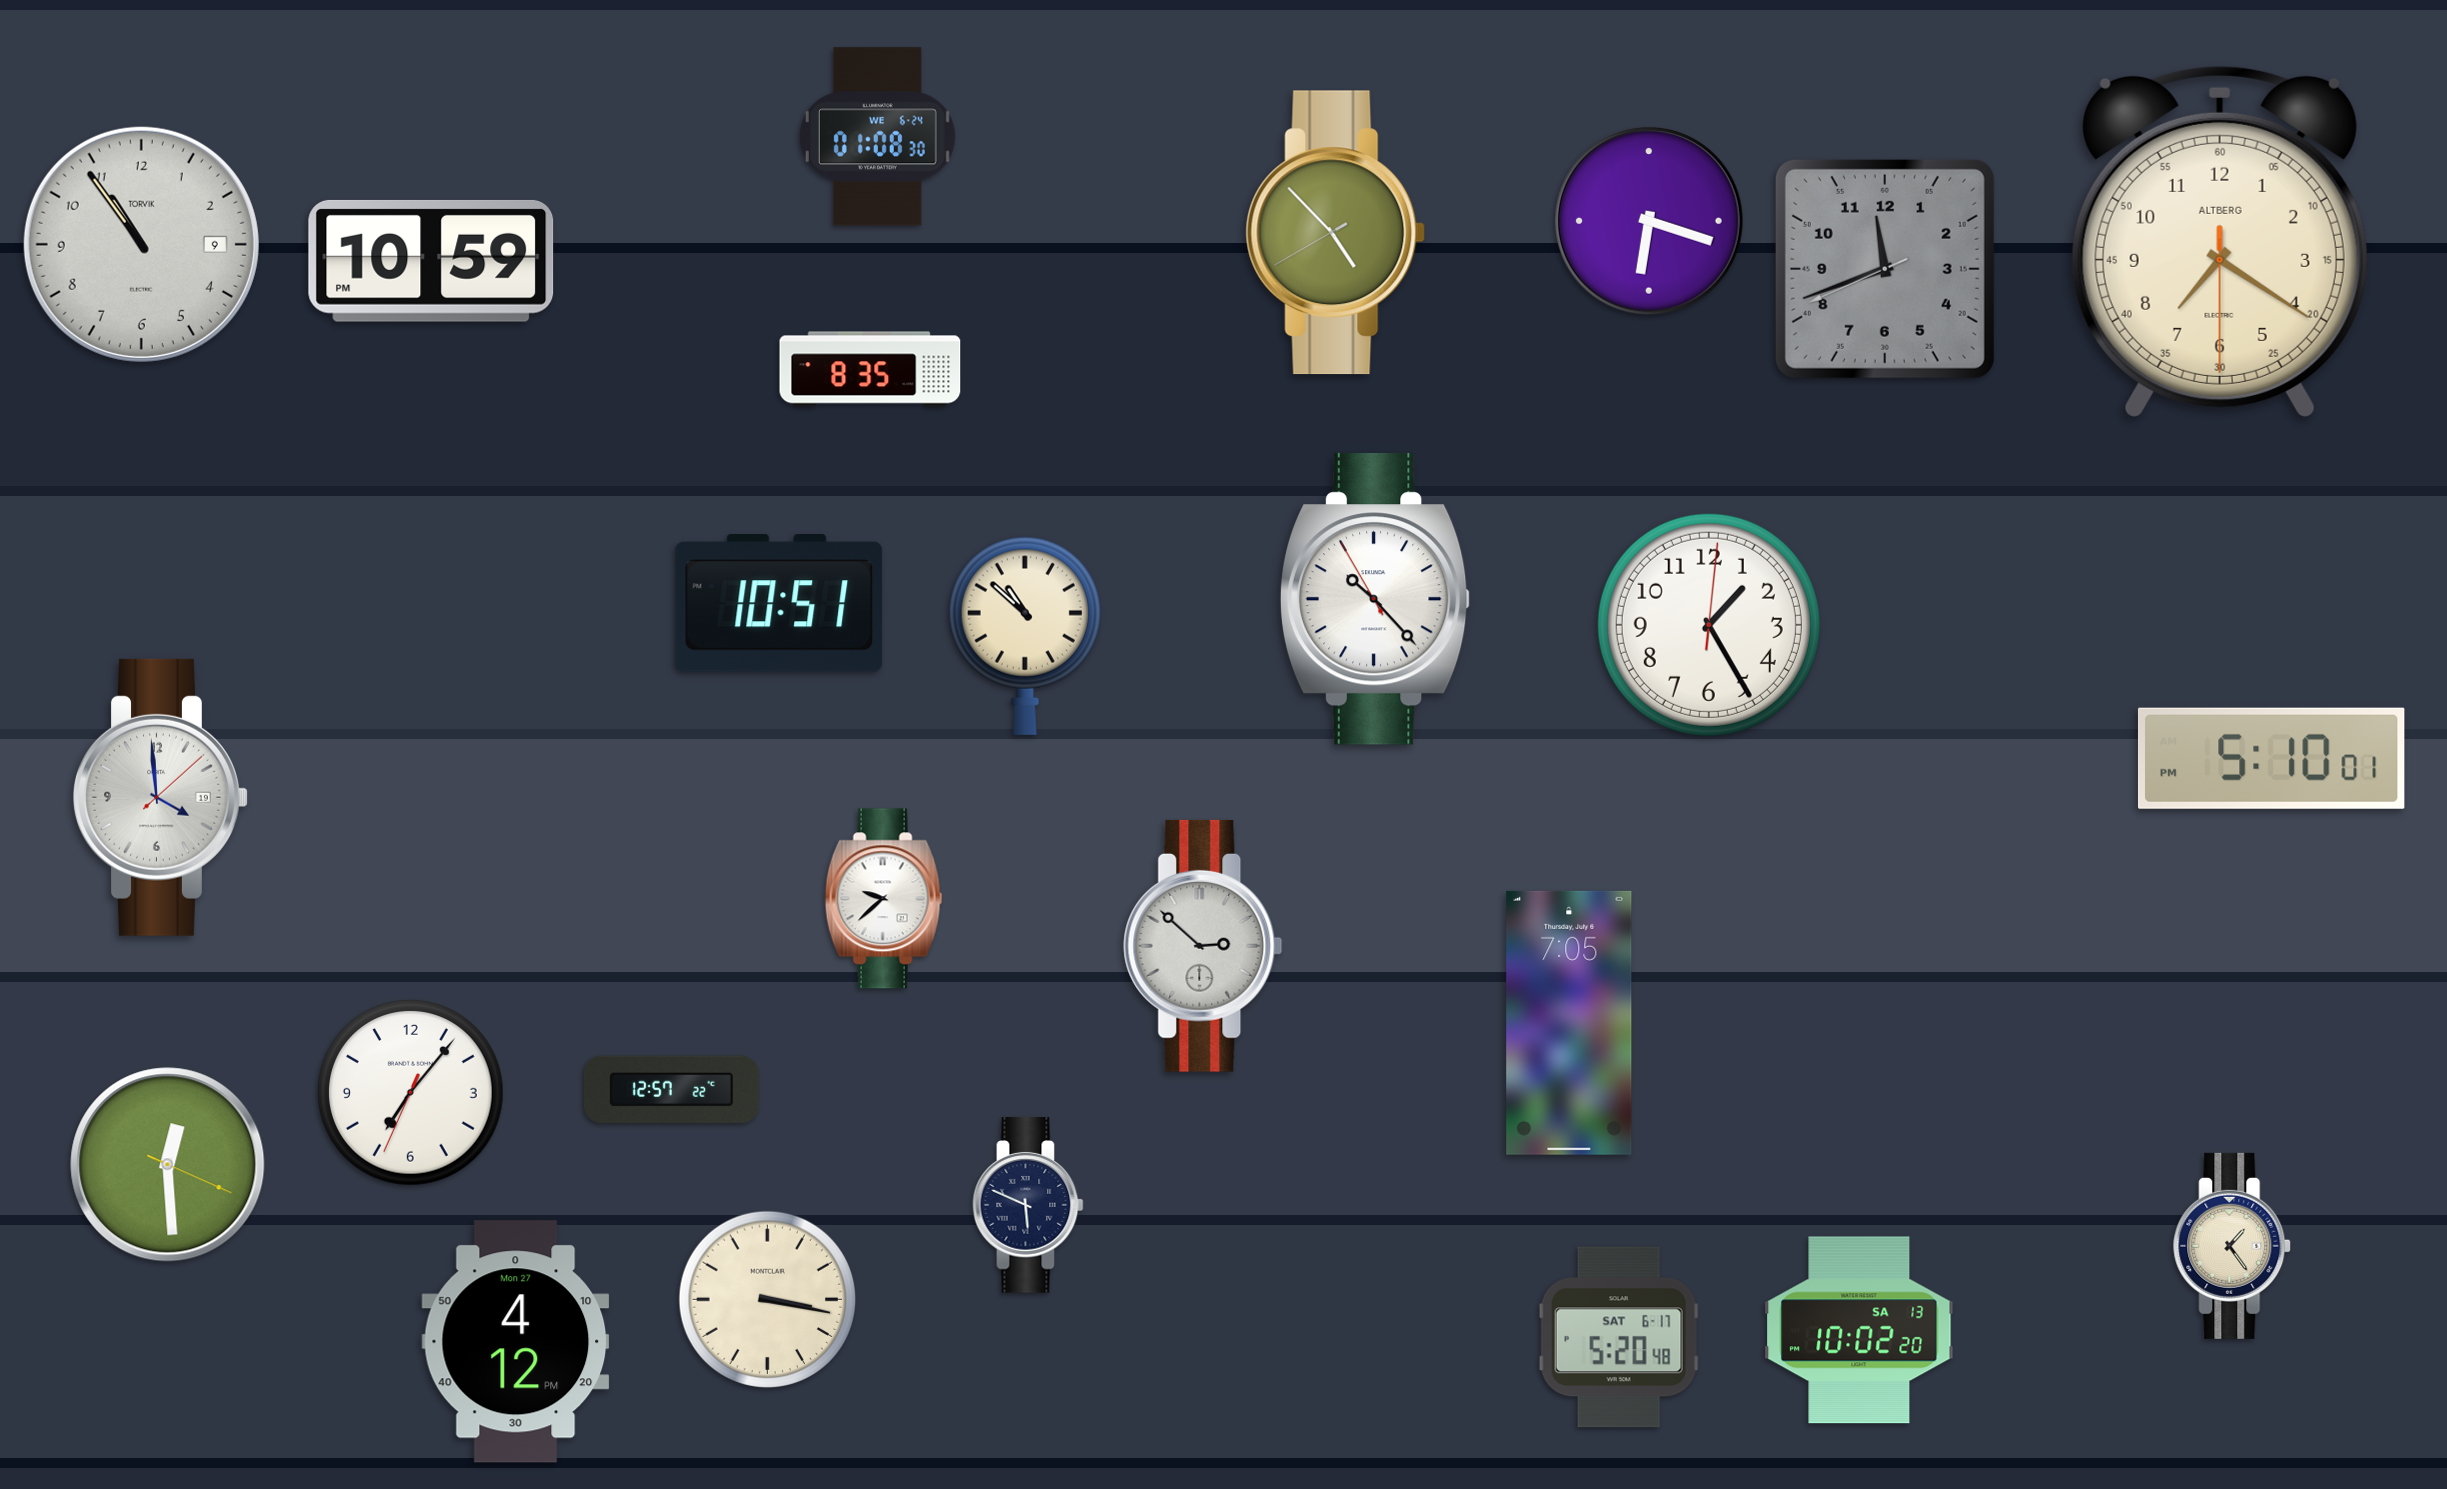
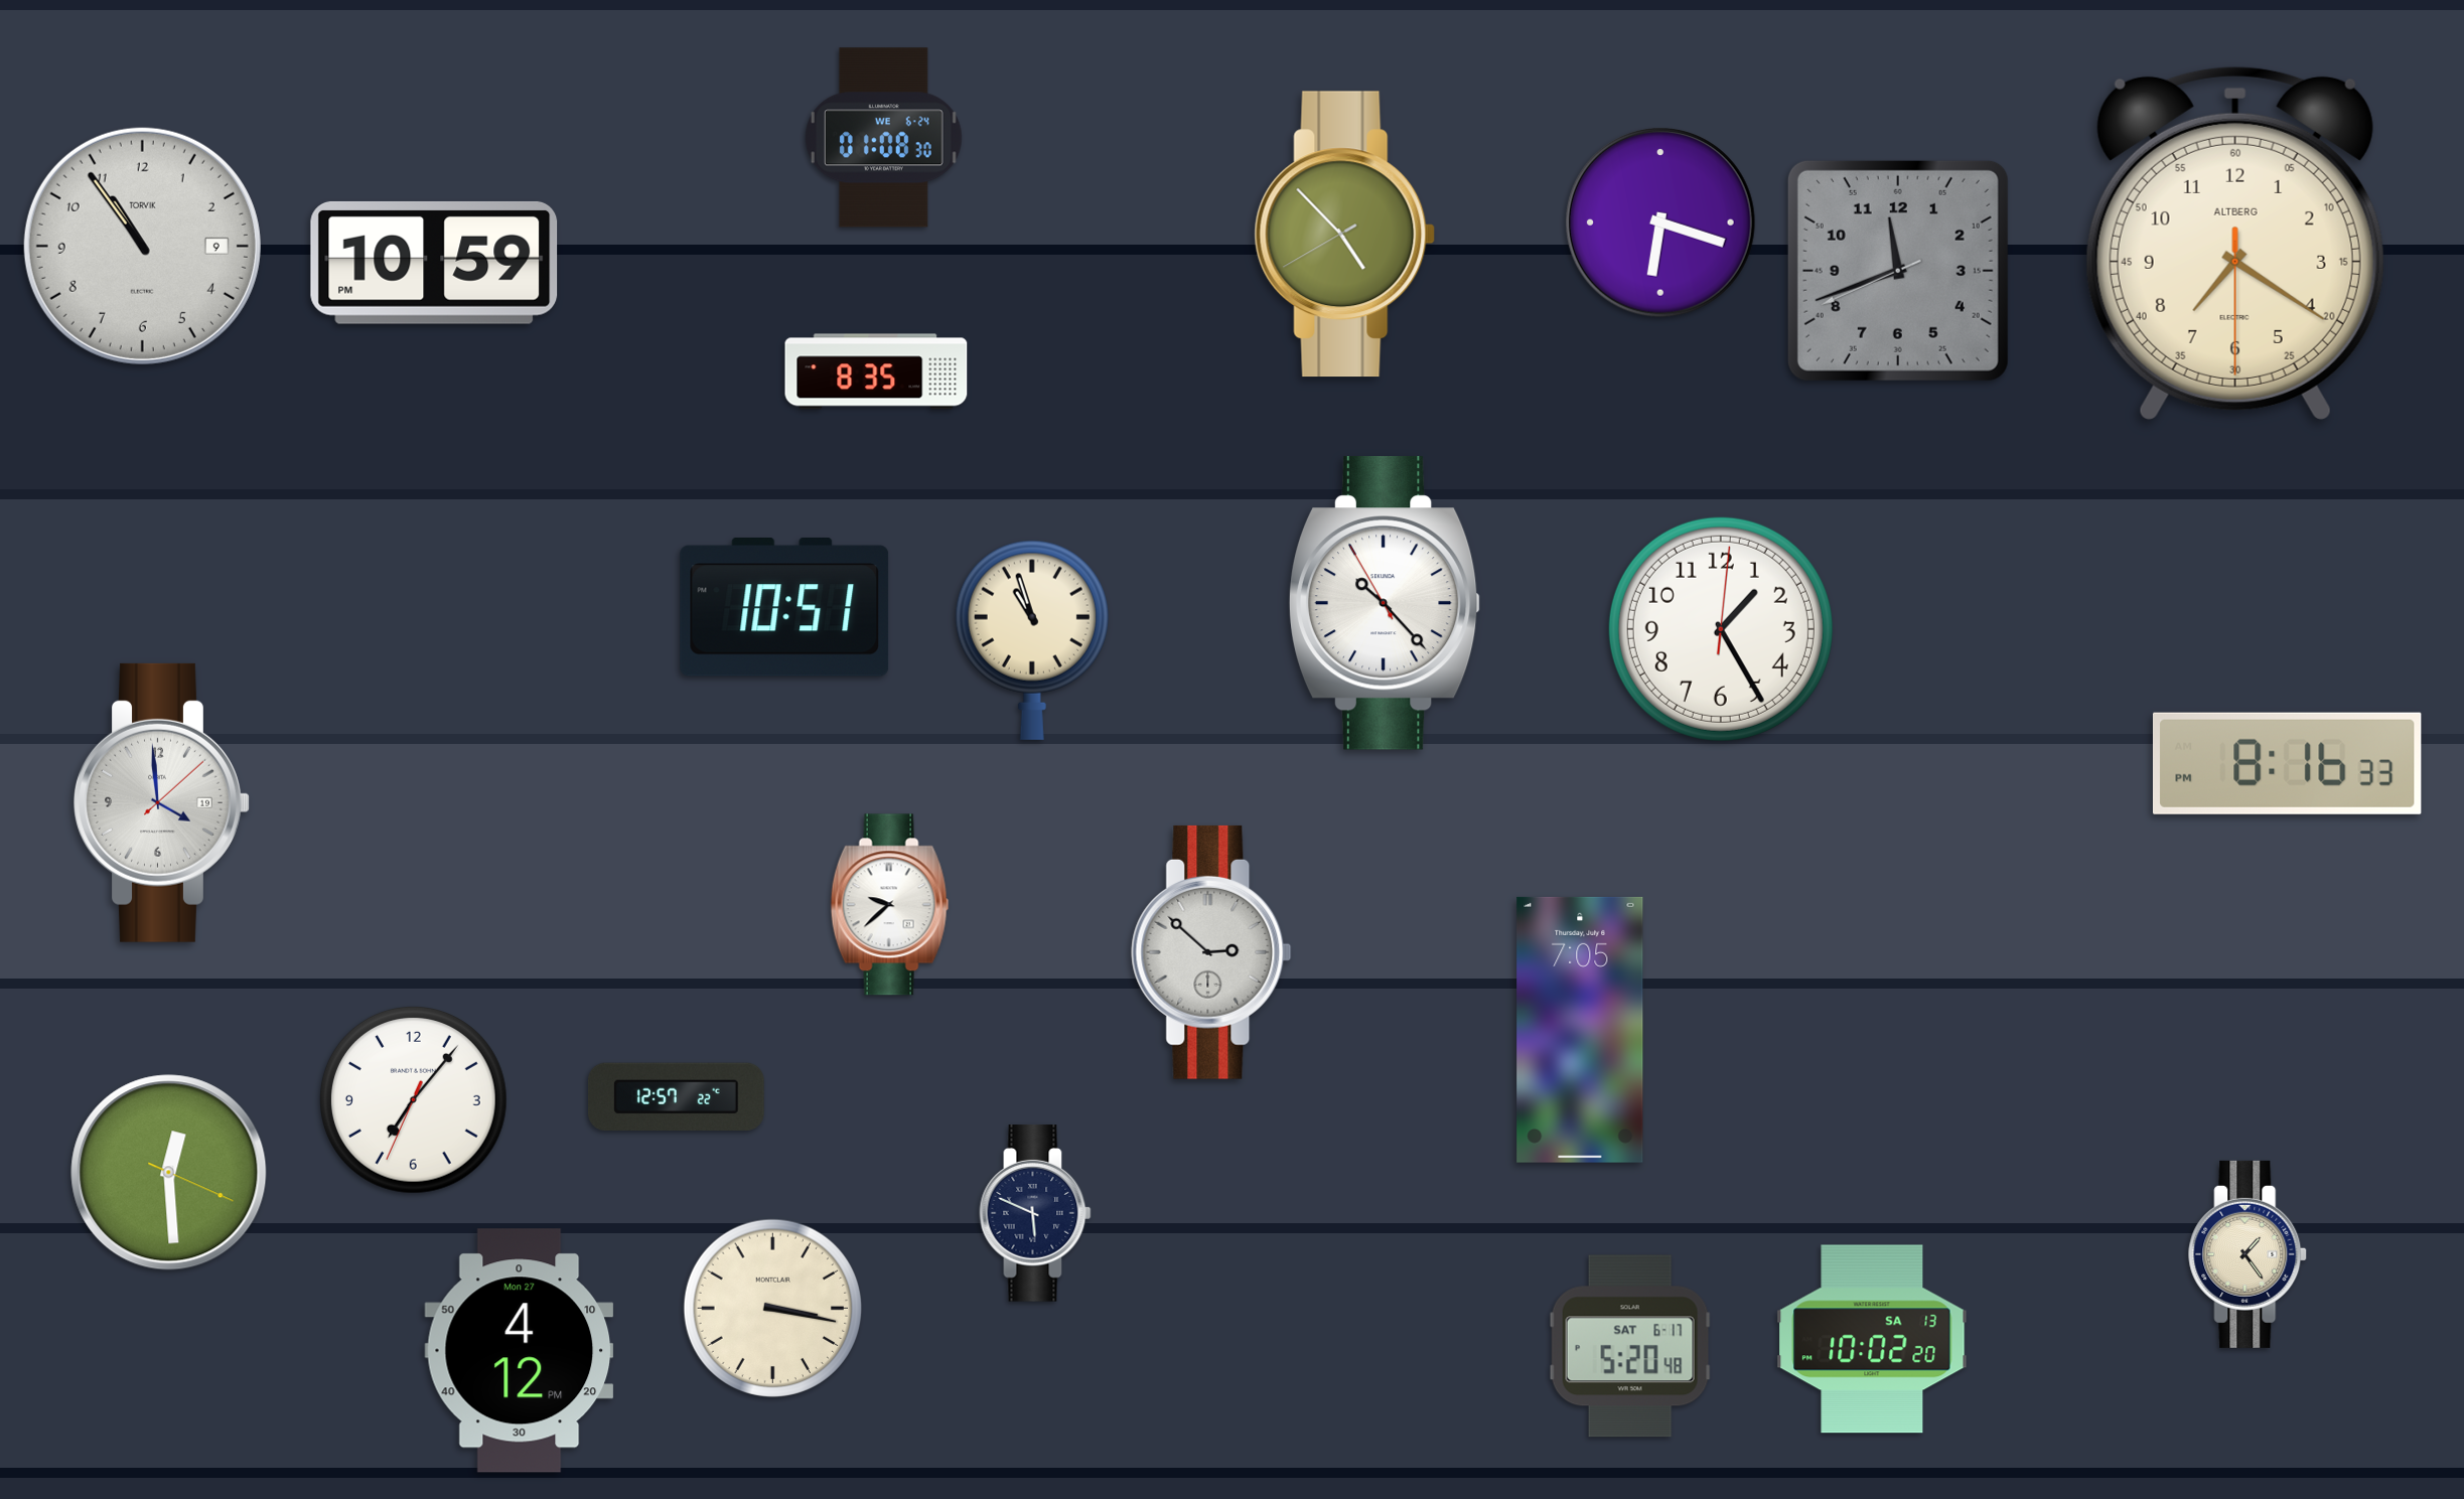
clock at (1025, 636): 10:52 -> 10:57
clock at (2271, 758): 5:10 -> 8:16
